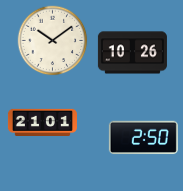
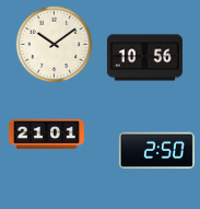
clock at (53, 41) position: (53, 41) -> (55, 45)
clock at (132, 53): 10:26 -> 10:56
